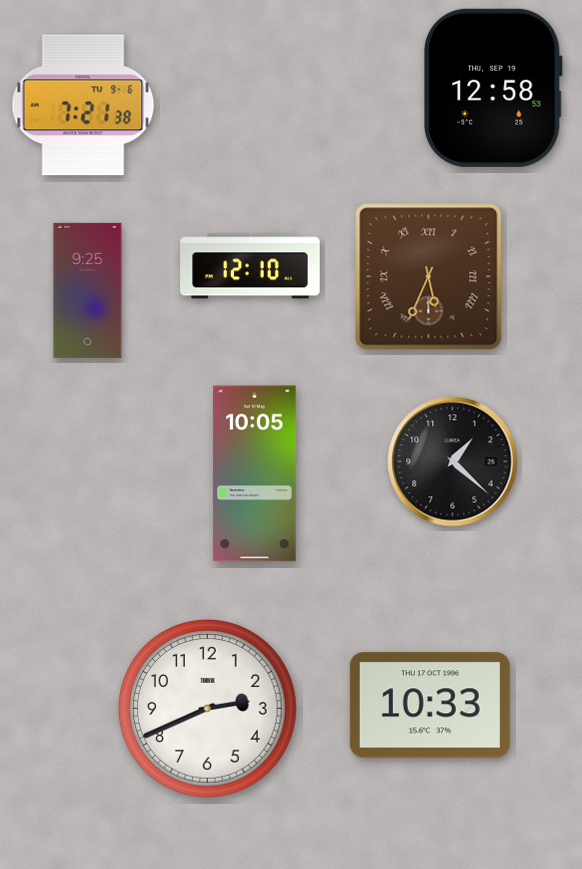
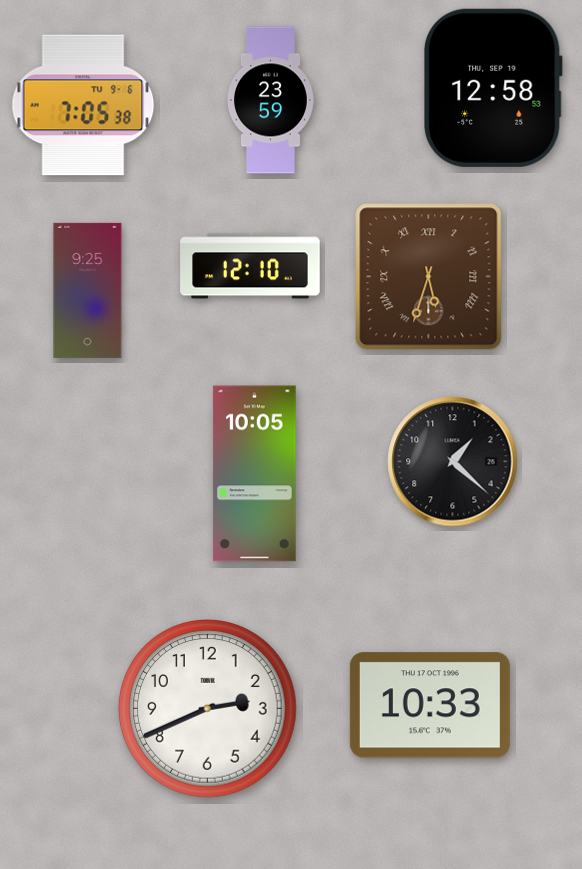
clock at (271, 100): none -> 23:59
clock at (83, 105): 7:21 -> 7:05
clock at (429, 277): 5:34 -> 5:33
